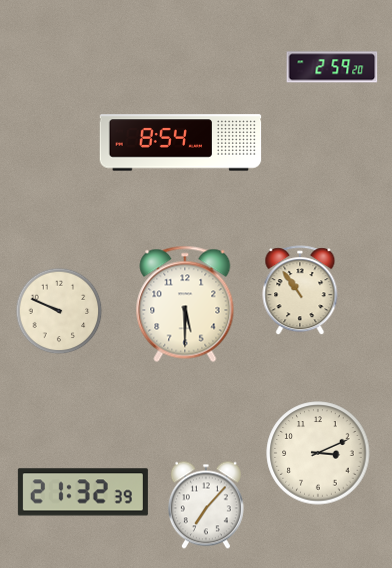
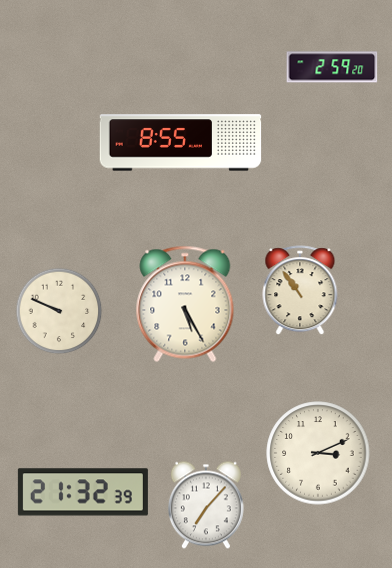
clock at (181, 143): 8:54 -> 8:55
clock at (185, 304): 5:30 -> 5:25
